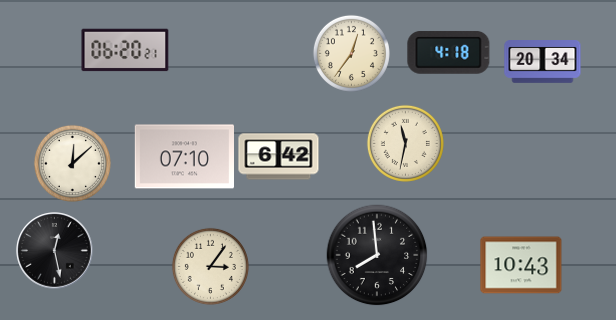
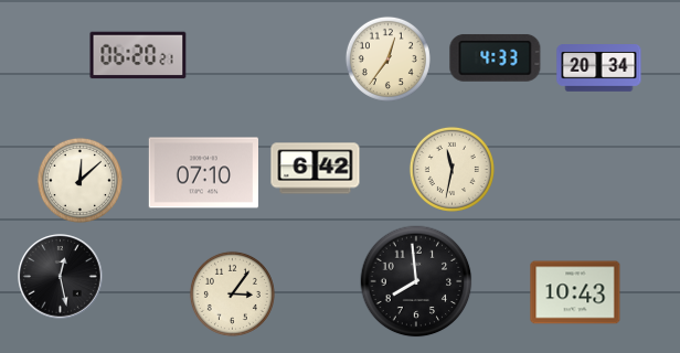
clock at (449, 52): 4:18 -> 4:33
clock at (405, 143) position: (405, 143) -> (451, 169)
clock at (279, 157) position: (279, 157) -> (316, 169)
